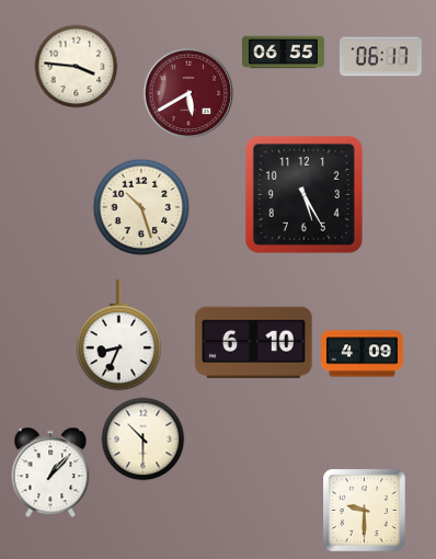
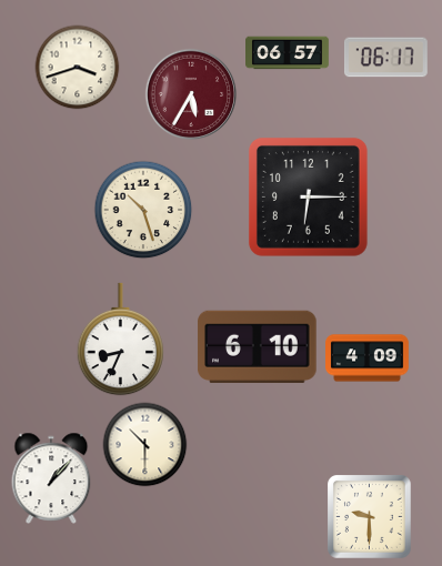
clock at (284, 53): 06:55 -> 06:57
clock at (77, 67): 3:46 -> 3:42
clock at (188, 93): 5:40 -> 5:35
clock at (303, 194): 5:25 -> 6:15
